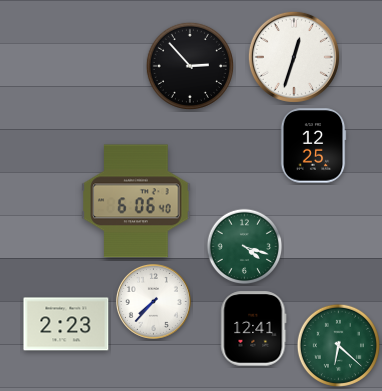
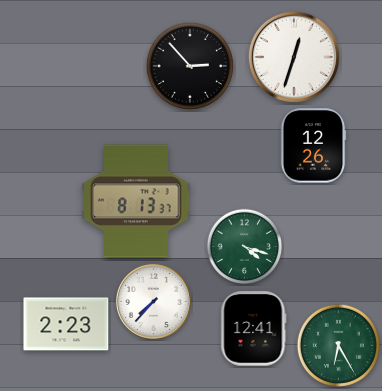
clock at (313, 146): 12:25 -> 12:26
clock at (136, 201): 6:06 -> 8:13
clock at (338, 345): 6:22 -> 6:25
